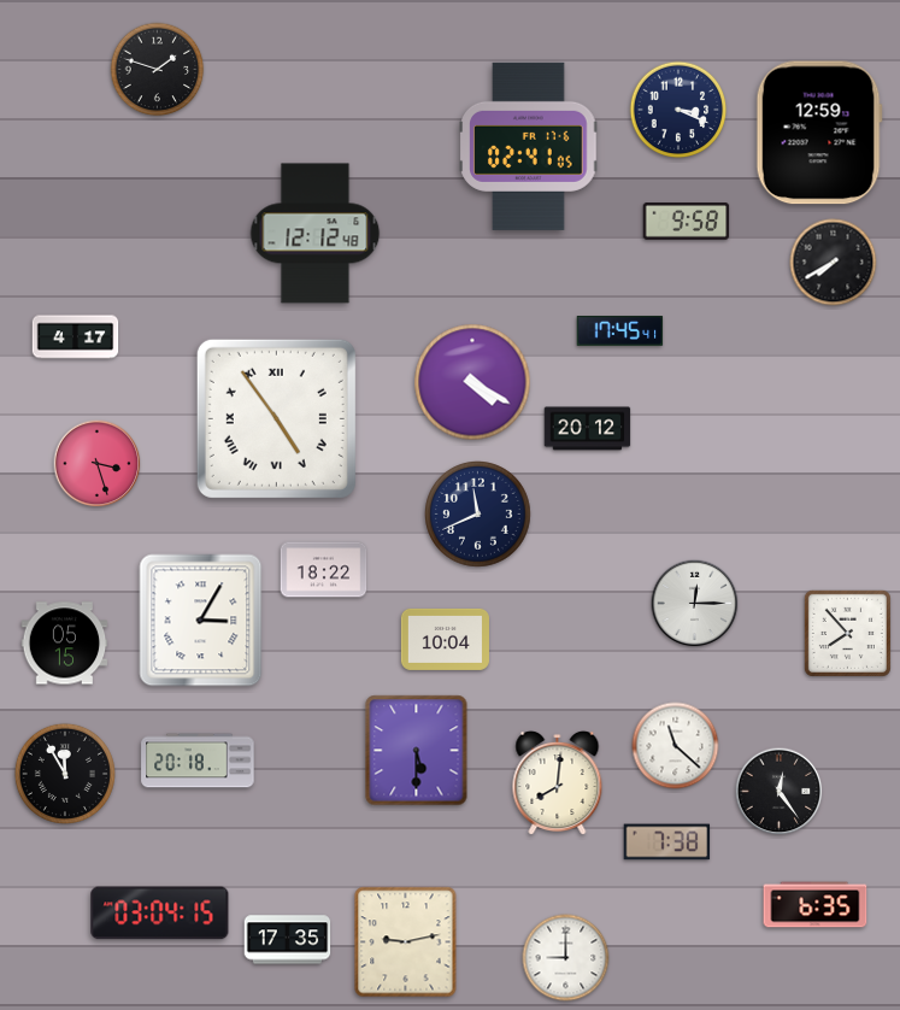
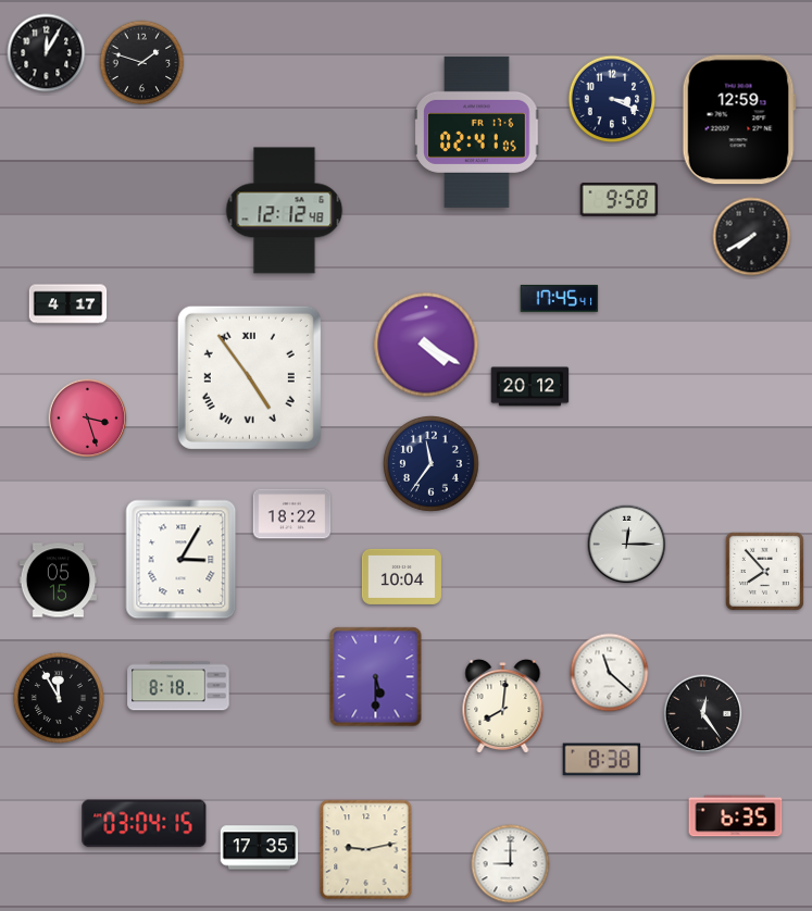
clock at (47, 53): none -> 12:05
clock at (478, 515): 11:41 -> 11:36
clock at (198, 761): 20:18 -> 8:18
clock at (667, 842): 7:38 -> 8:38
